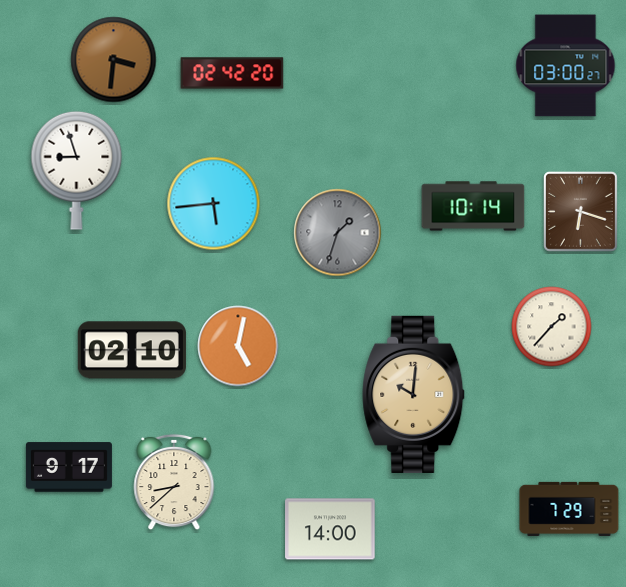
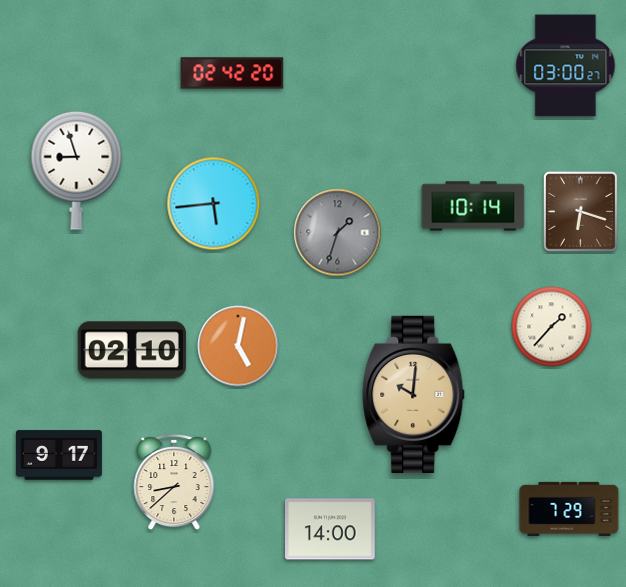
clock at (114, 60): 3:31 -> none
clock at (69, 467) position: (69, 467) -> (59, 455)
